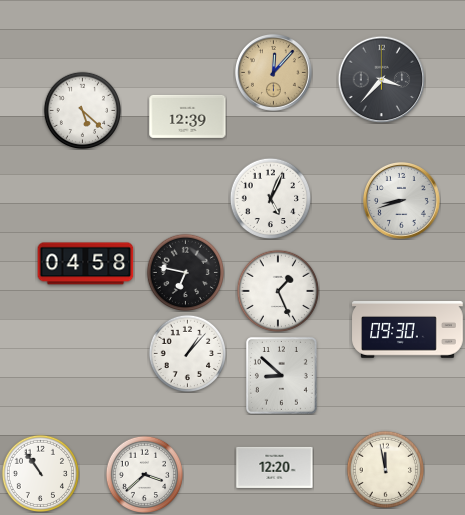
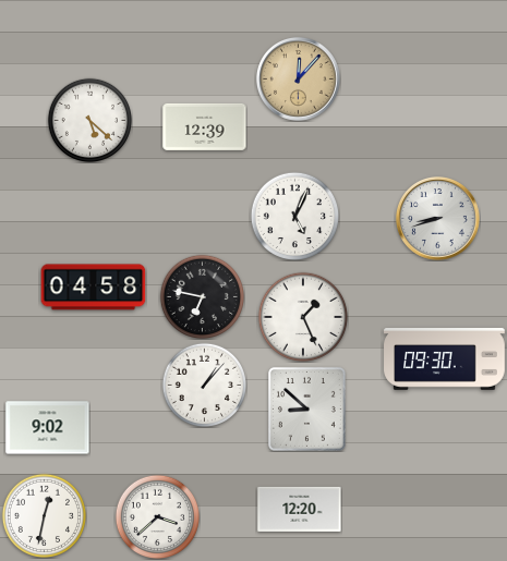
clock at (381, 79): 3:37 -> none
clock at (48, 428): none -> 9:02
clock at (385, 469): 11:58 -> none
clock at (40, 473): 10:54 -> 12:32
